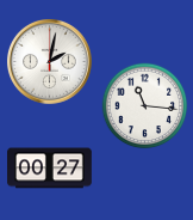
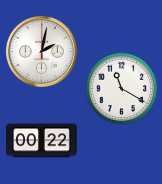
clock at (145, 106): 11:16 -> 11:20
clock at (50, 169): 00:27 -> 00:22
